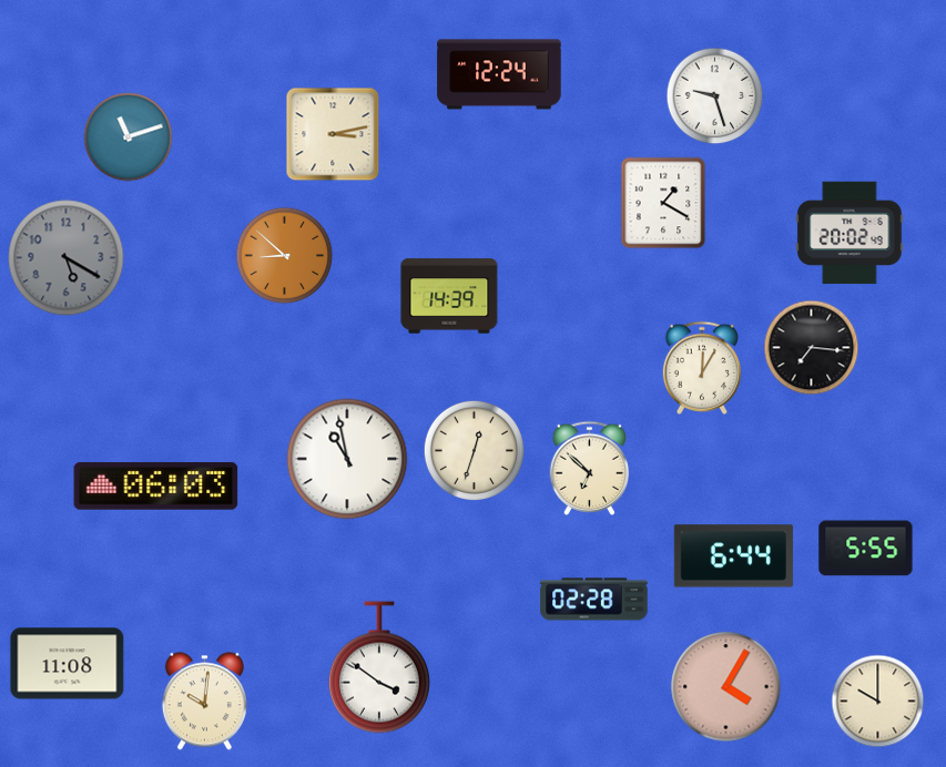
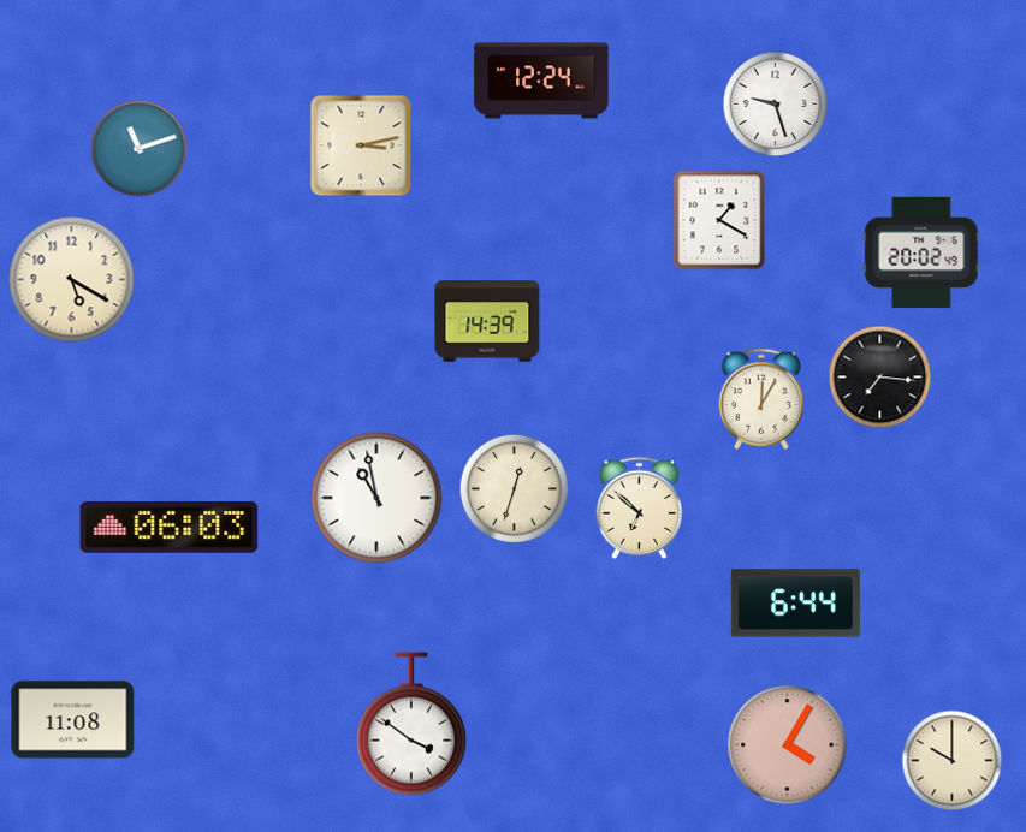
clock at (285, 256): 8:52 -> none
clock at (67, 258) dial: grey -> cream
clock at (866, 549): 5:55 -> none
clock at (594, 600): 02:28 -> none
clock at (204, 702): 10:01 -> none
